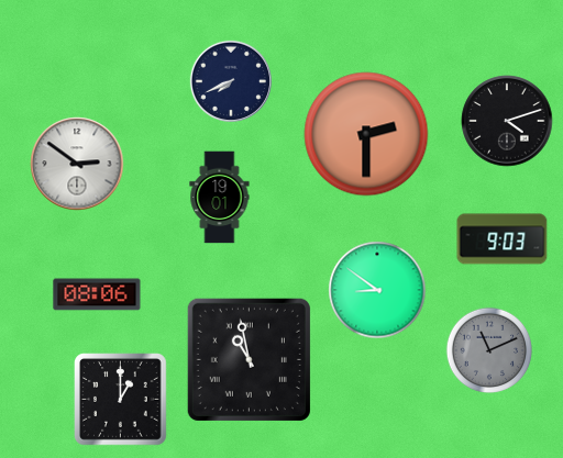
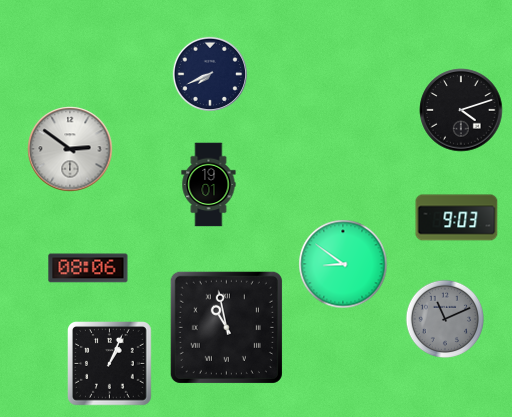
clock at (366, 134): 2:30 -> none
clock at (220, 198) position: (220, 198) -> (209, 185)
clock at (121, 400): 1:00 -> 1:04
